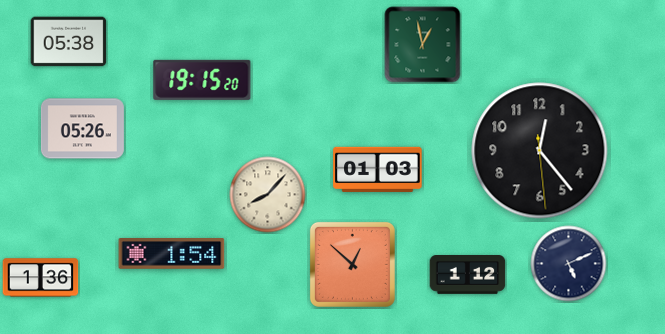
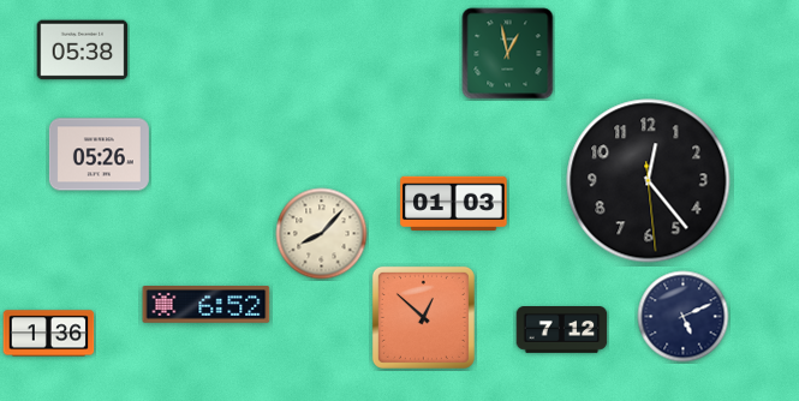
clock at (202, 80): 19:15 -> none
clock at (172, 254): 1:54 -> 6:52
clock at (468, 275): 1:12 -> 7:12
